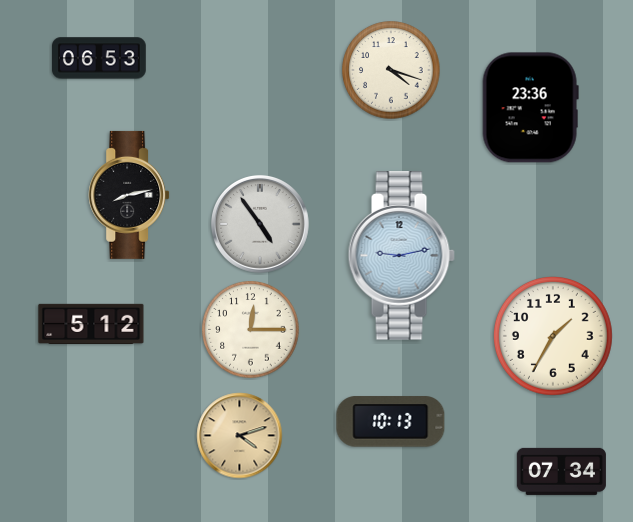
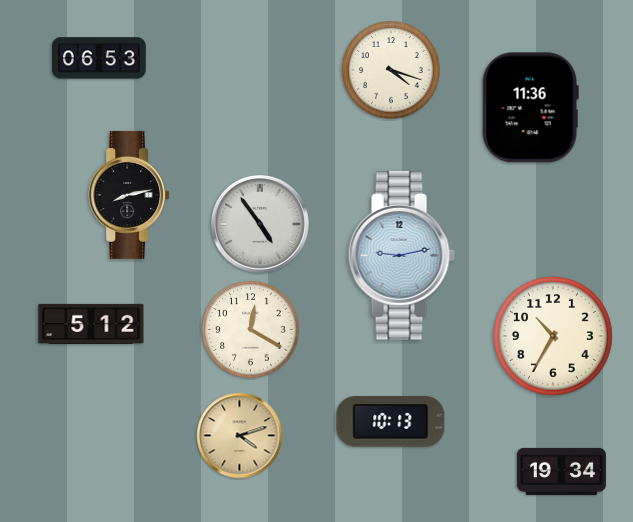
clock at (530, 108): 23:36 -> 11:36
clock at (251, 330): 12:15 -> 12:20
clock at (554, 337): 1:35 -> 10:35
clock at (561, 471): 07:34 -> 19:34
